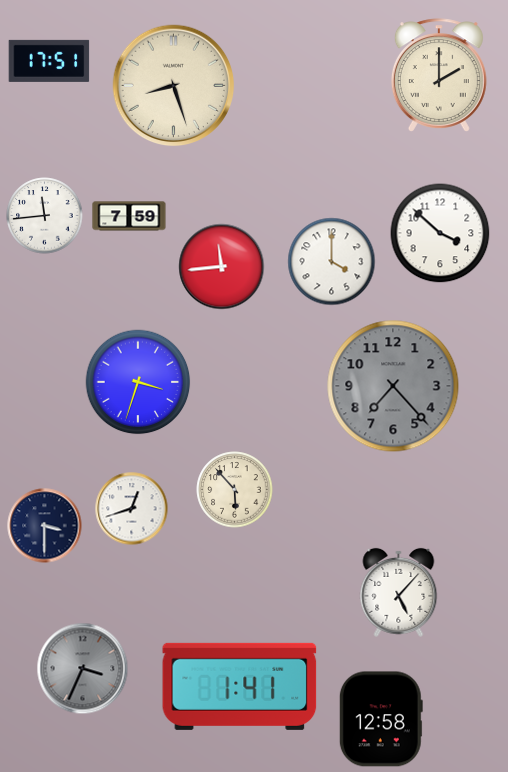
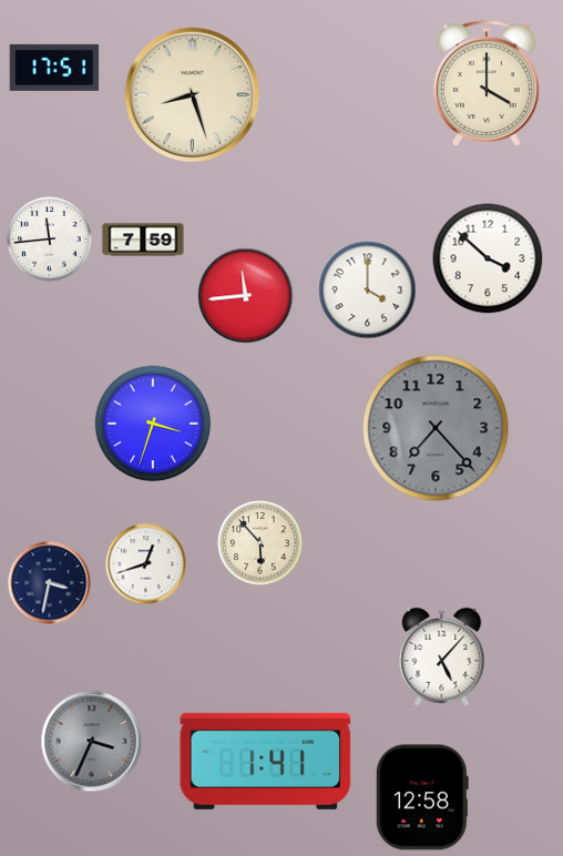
clock at (439, 75): 2:00 -> 4:00
clock at (45, 526): 3:30 -> 3:32
